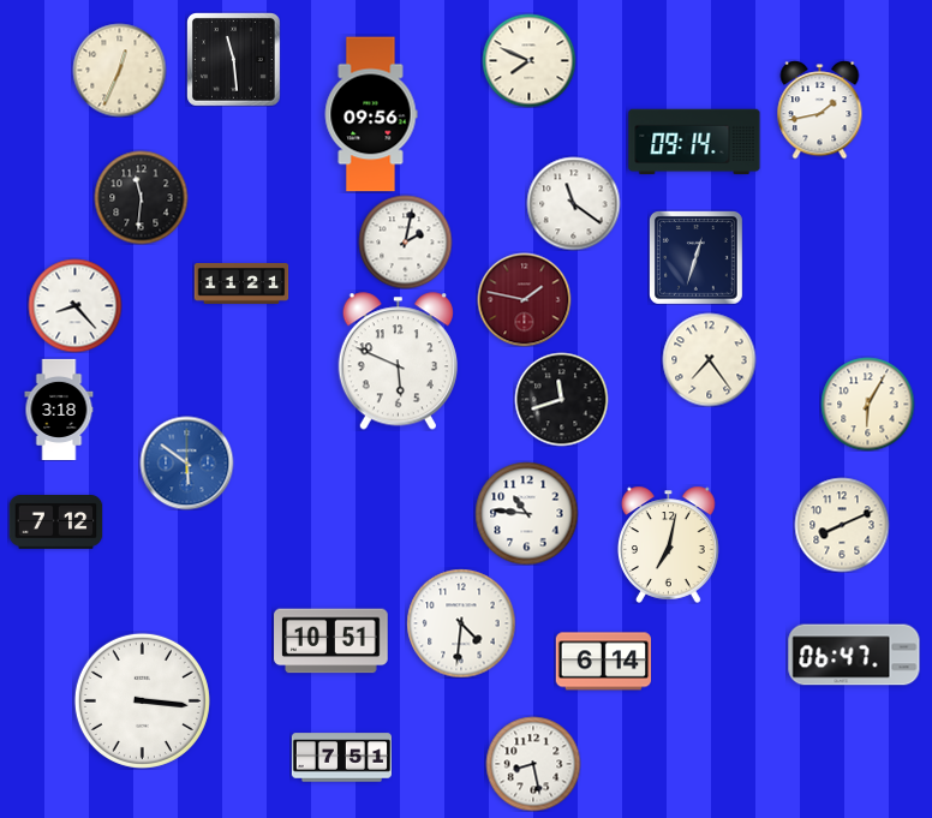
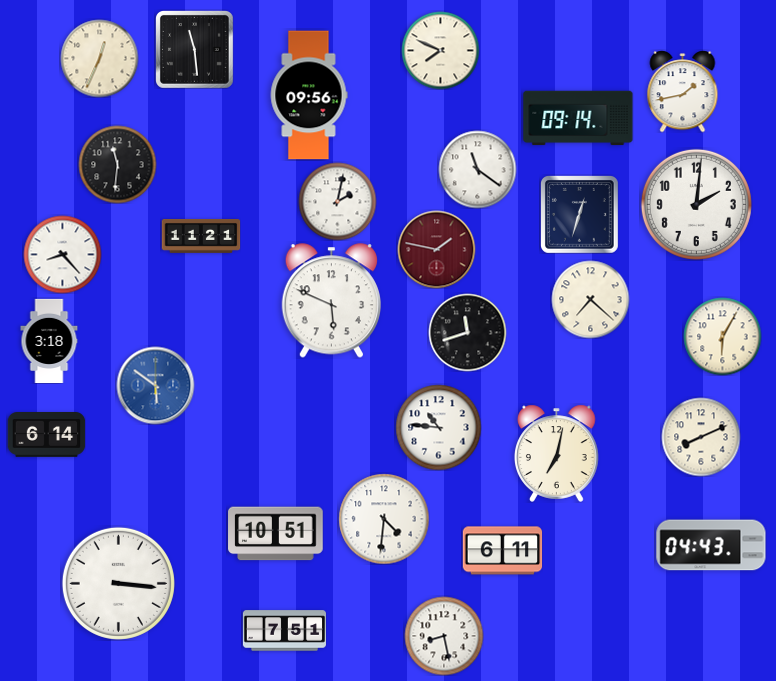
clock at (696, 204): none -> 2:01
clock at (709, 359): 7:24 -> 7:22
clock at (55, 523): 7:12 -> 6:14
clock at (854, 655): 06:47 -> 04:43
clock at (603, 662): 6:14 -> 6:11
